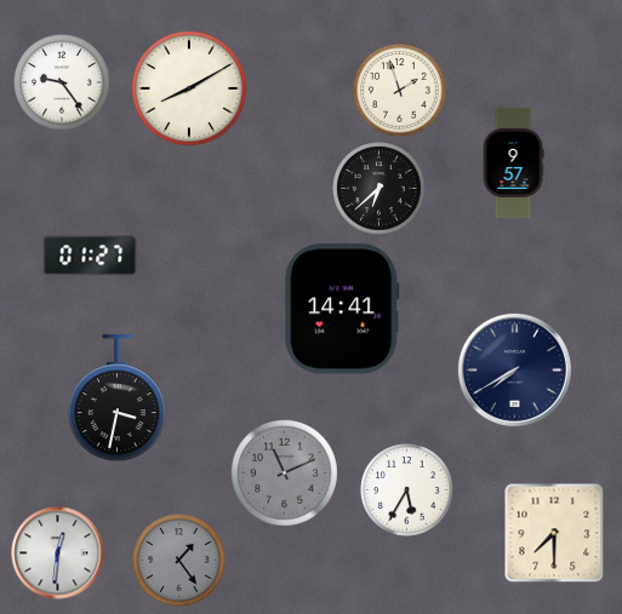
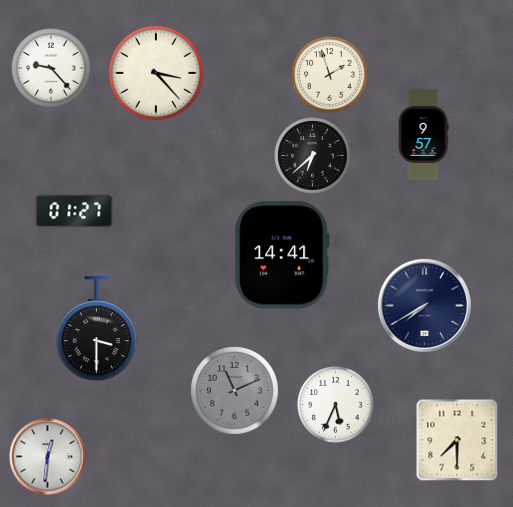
clock at (62, 82): 9:24 -> 9:23
clock at (189, 88): 8:10 -> 3:23
clock at (116, 398): 3:32 -> 3:30
clock at (407, 490): 5:35 -> 5:34
clock at (179, 561): 1:24 -> none
